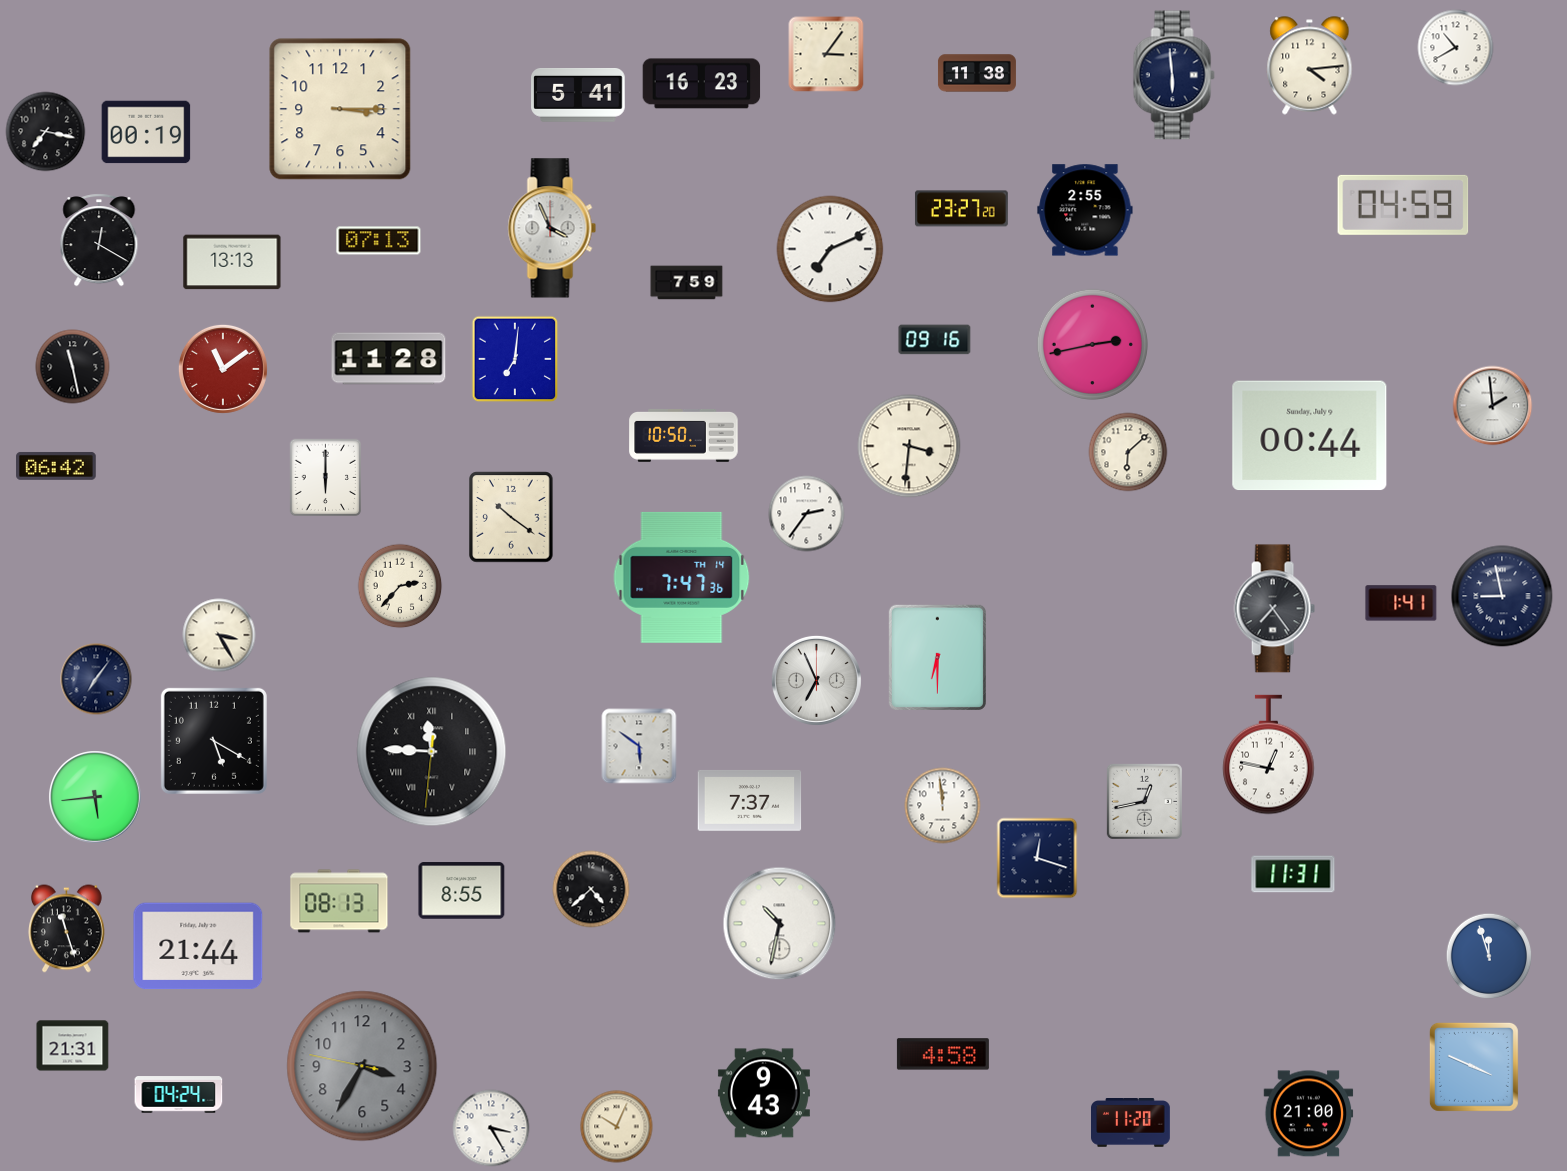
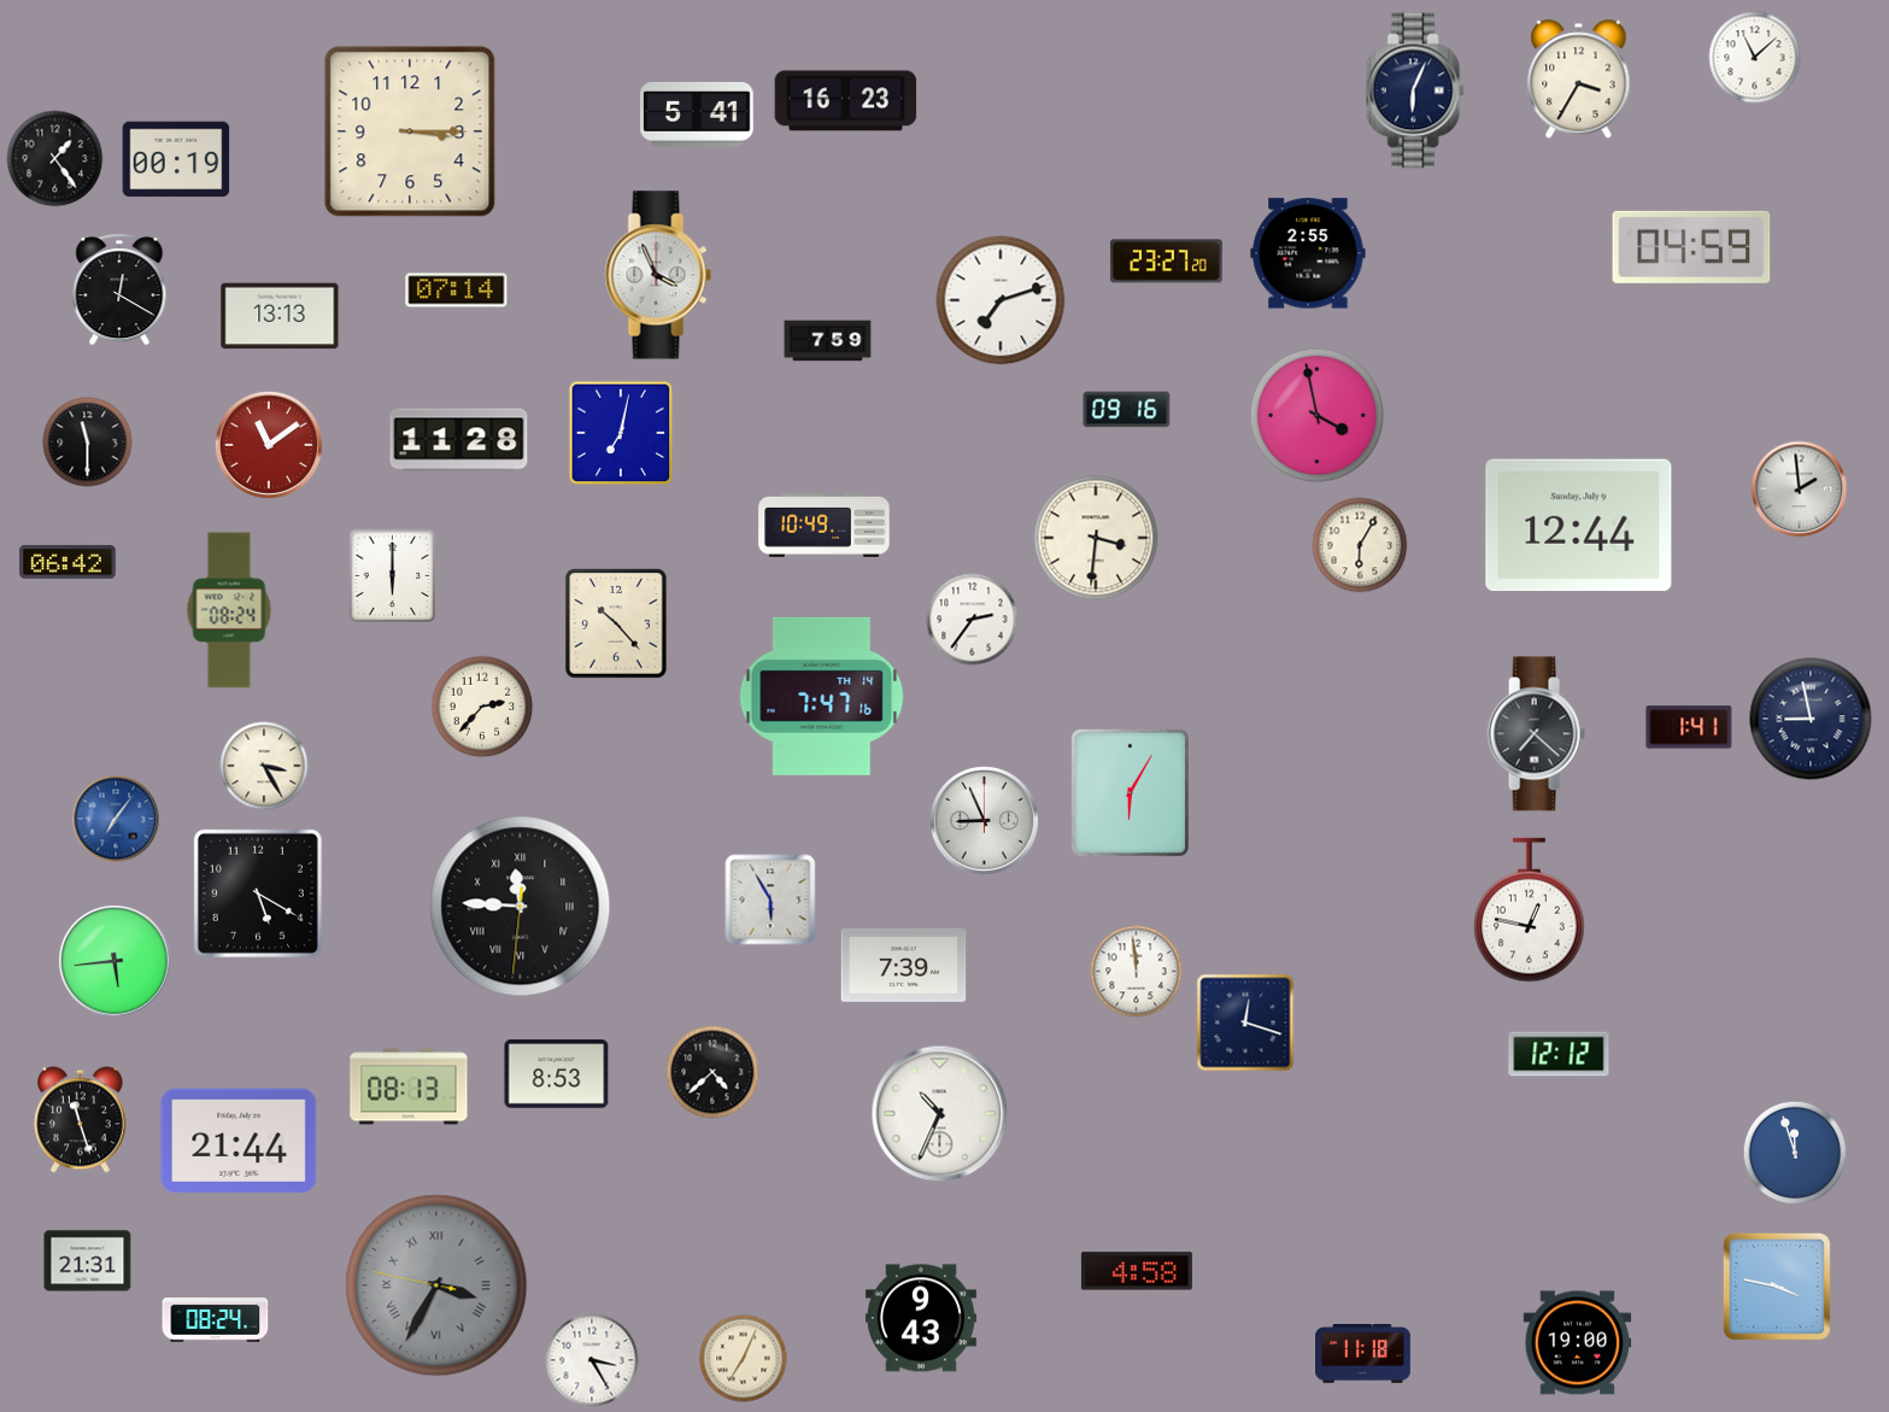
clock at (1456, 48): 10:40 -> 11:08
clock at (826, 54): 3:06 -> none
clock at (1310, 66): 4:14 -> 3:35
clock at (977, 73): 11:38 -> none
clock at (1174, 75): 5:59 -> 6:04
clock at (46, 132): 7:17 -> 1:24
clock at (961, 209) position: (961, 209) -> (1166, 262)
clock at (552, 228) position: (552, 228) -> (658, 275)
clock at (379, 241): 07:13 -> 07:14
clock at (830, 249): 7:11 -> 7:12
clock at (1092, 344): 2:43 -> 3:58
clock at (389, 359) position: (389, 359) -> (459, 440)
clock at (515, 359): 7:01 -> 7:02
clock at (73, 367): 11:28 -> 11:30
clock at (684, 435): 10:50 -> 10:49
clock at (1310, 436): 00:44 -> 12:44
clock at (1128, 452): 6:08 -> 6:05
clock at (229, 610): none -> 08:24
clock at (511, 517): 10:21 -> 10:23
clock at (682, 577): 7:47:36 -> 7:47:16
clock at (1274, 609): 7:24 -> 7:22
clock at (937, 657): 6:30 -> 6:05
clock at (96, 679) dial: navy -> blue
clock at (816, 680): 6:56 -> 8:56
clock at (639, 746): 5:51 -> 5:55
clock at (750, 801): 7:37 -> 7:39
clock at (1144, 801): 12:43 -> none
clock at (1037, 858) position: (1037, 858) -> (1245, 1023)
clock at (1293, 874): 11:31 -> 12:12
clock at (462, 891): 8:55 -> 8:53
clock at (780, 924): 10:32 -> 10:34
clock at (362, 1066) numerals: Arabic -> Roman
clock at (1474, 1067): 3:49 -> 3:47
clock at (179, 1095): 04:24 -> 08:24
clock at (1309, 1114): 21:00 -> 19:00
clock at (1131, 1123): 11:20 -> 11:18
clock at (617, 1127): 10:04 -> 7:04
